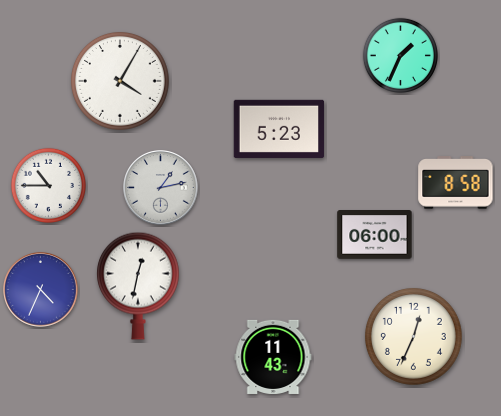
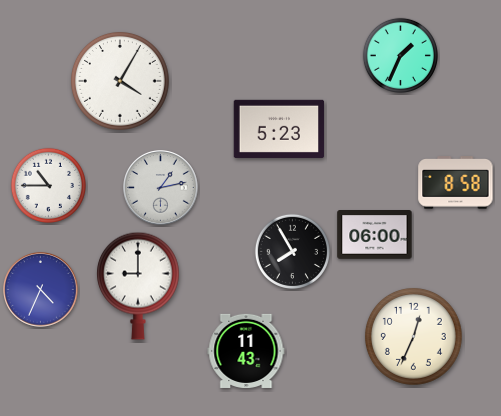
clock at (292, 251): none -> 7:55
clock at (139, 286): 12:32 -> 9:00
clock at (273, 357) position: (273, 357) -> (246, 351)
